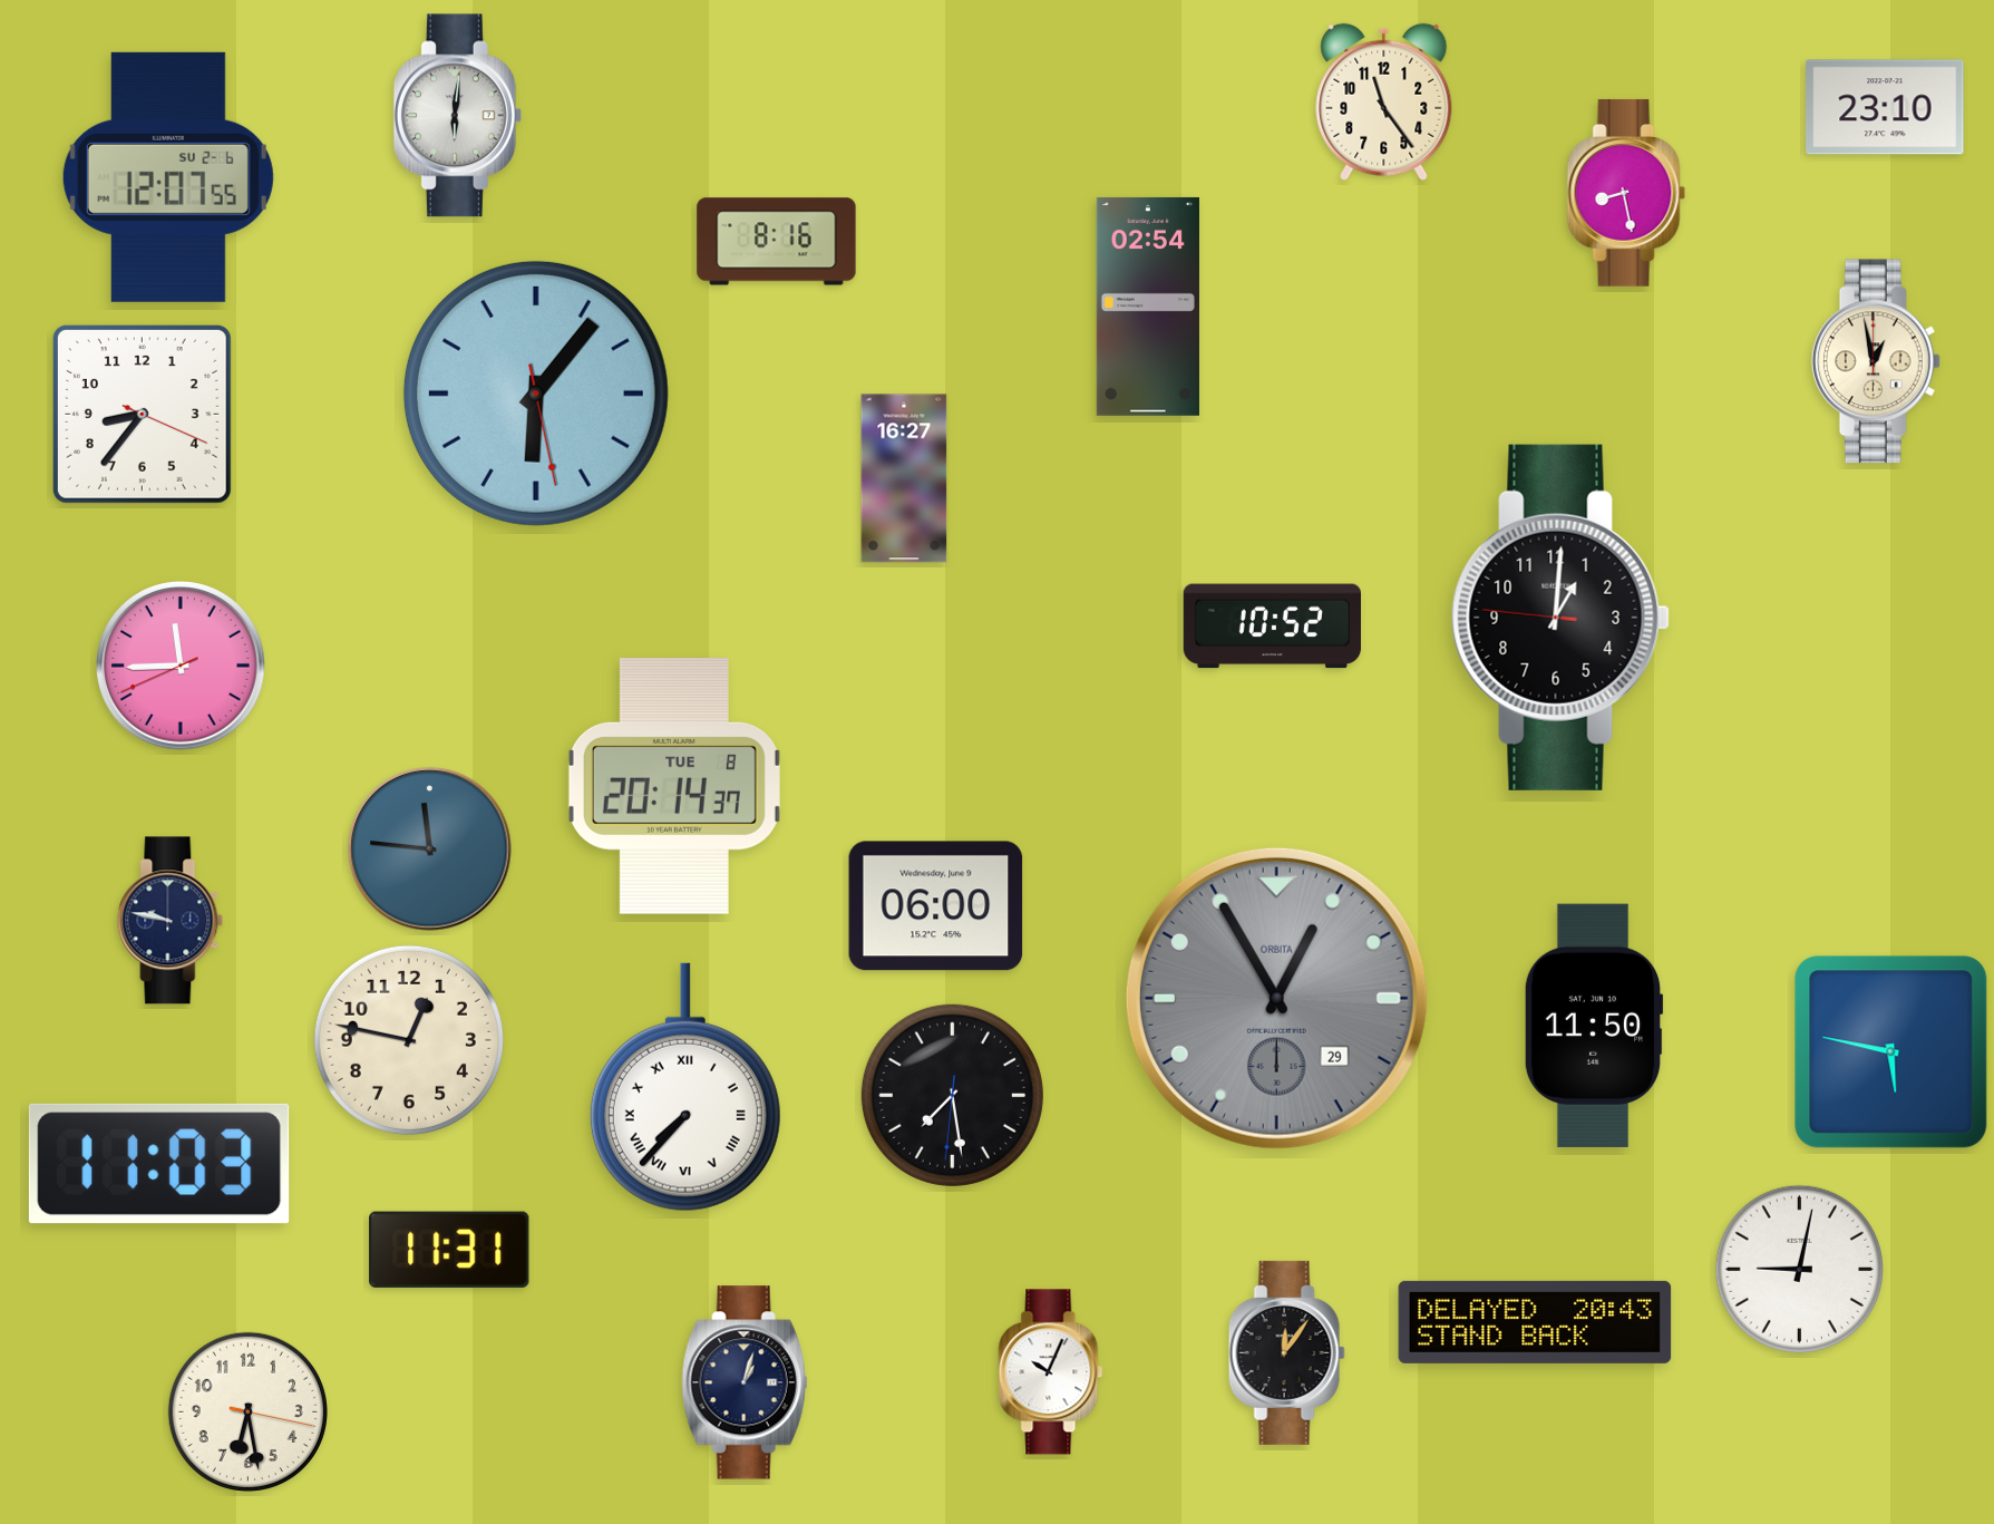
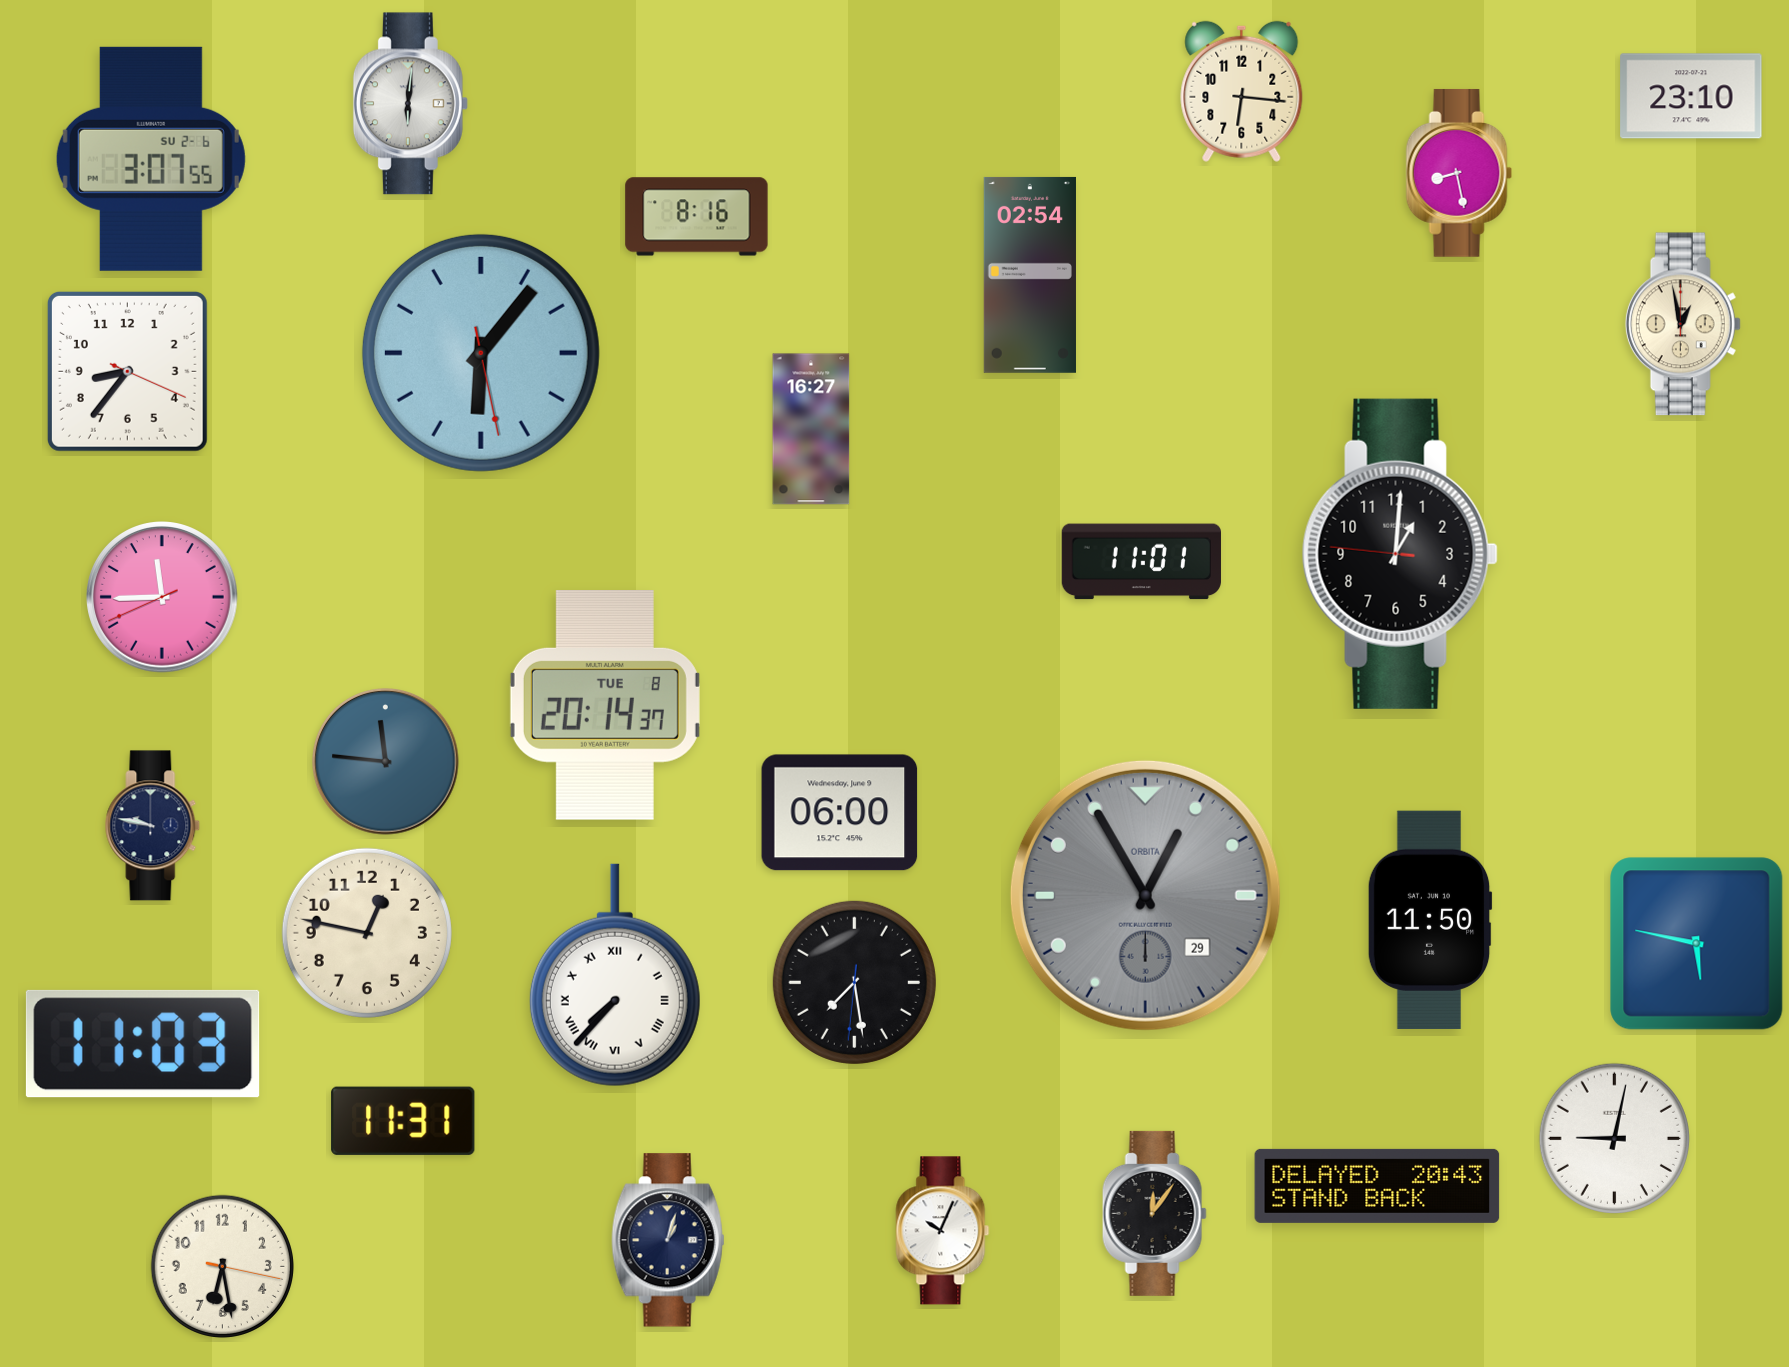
clock at (1384, 101): 11:24 -> 6:16
clock at (168, 177): 12:07 -> 3:07
clock at (1272, 627): 10:52 -> 11:01
